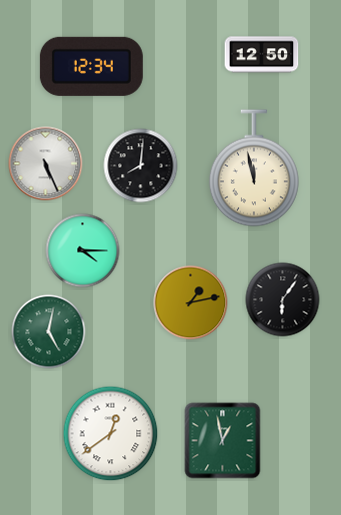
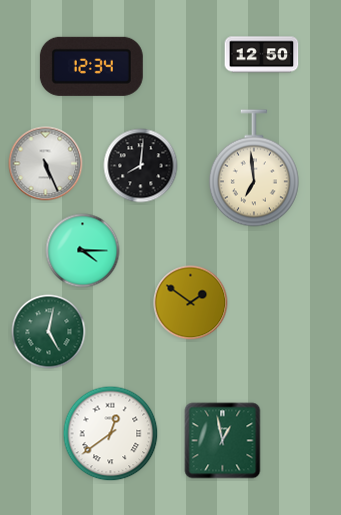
clock at (254, 168): 11:58 -> 6:59
clock at (283, 300): 6:06 -> none
clock at (191, 303): 1:13 -> 1:51
